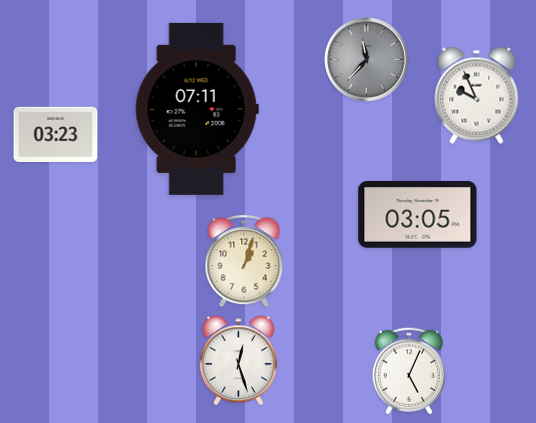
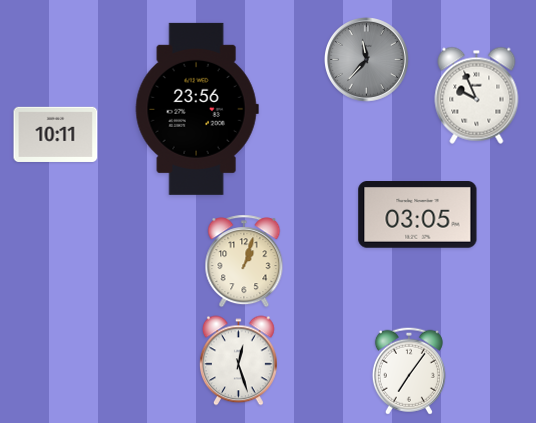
clock at (197, 109): 07:11 -> 23:56
clock at (56, 134): 03:23 -> 10:11
clock at (409, 371): 5:04 -> 7:06
